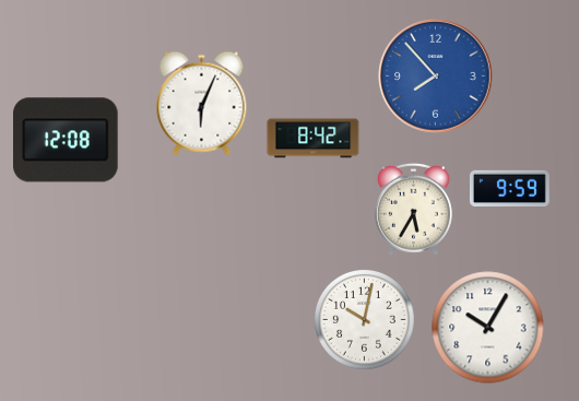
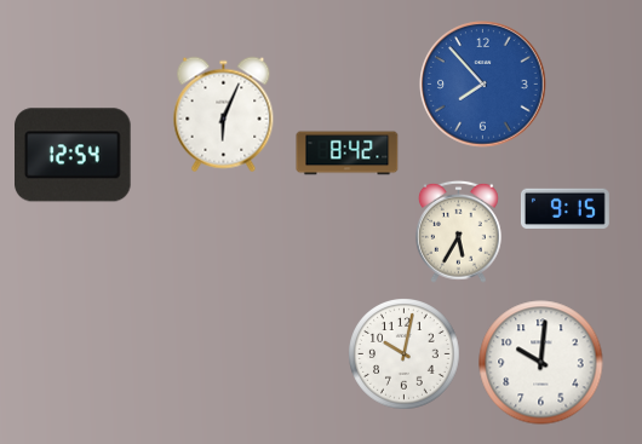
clock at (67, 140): 12:08 -> 12:54
clock at (509, 188): 9:59 -> 9:15
clock at (488, 328): 10:05 -> 10:01
